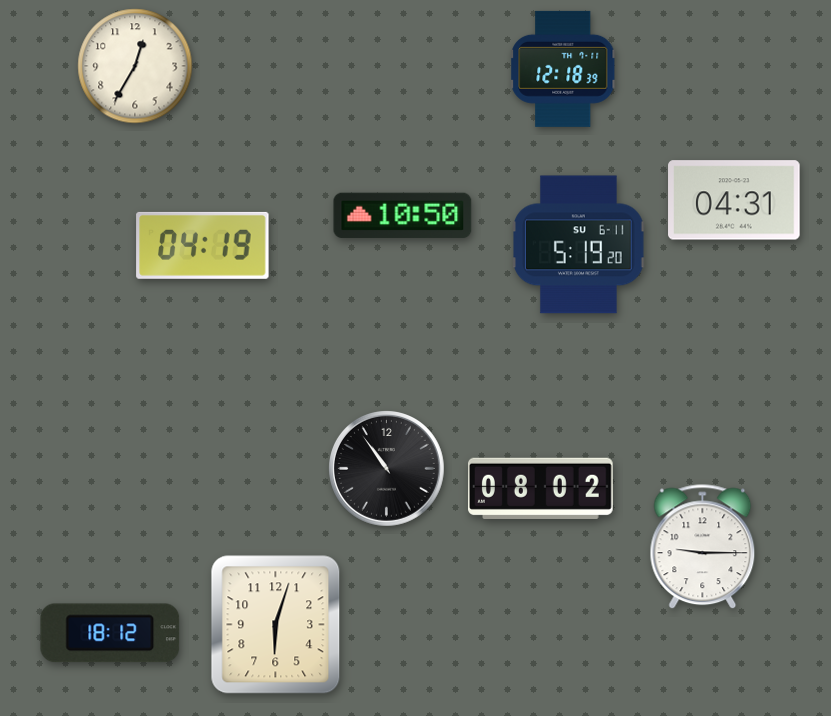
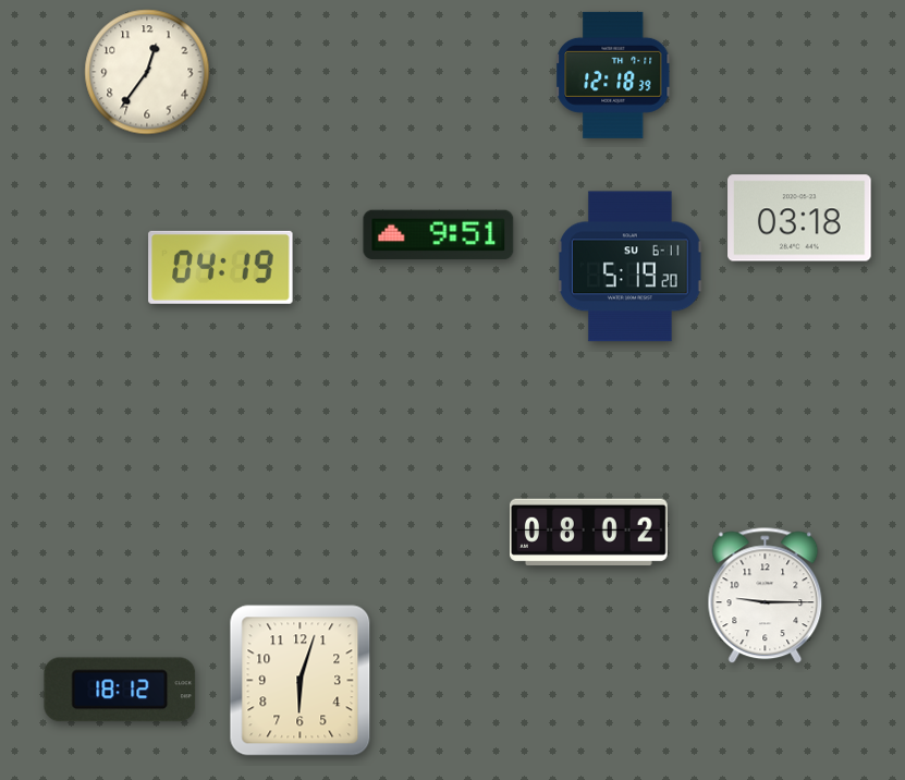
clock at (135, 66): 12:35 -> 12:36
clock at (734, 200): 04:31 -> 03:18
clock at (403, 216): 10:50 -> 9:51
clock at (386, 468): 10:54 -> none
